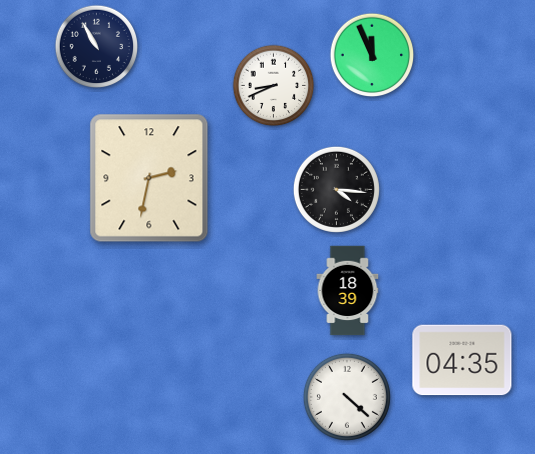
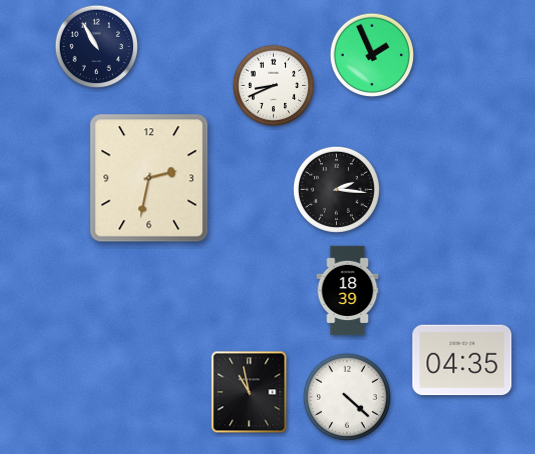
clock at (372, 55): 11:56 -> 1:56
clock at (336, 189): 4:16 -> 2:16
clock at (249, 392): none -> 10:58
